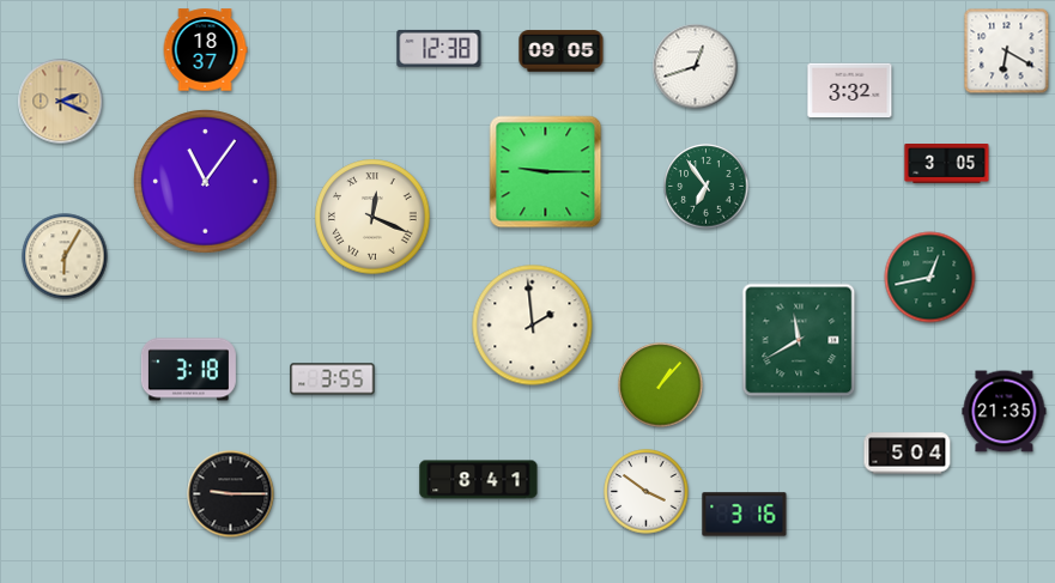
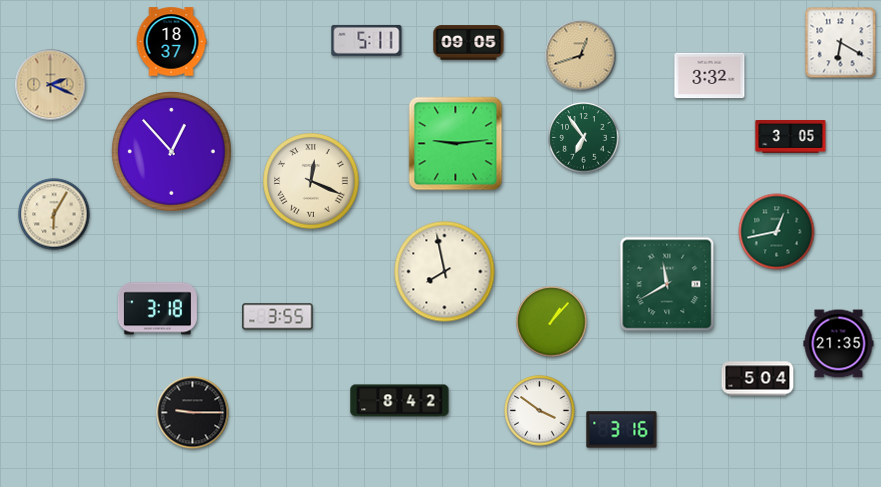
clock at (439, 48): 12:38 -> 5:11
clock at (696, 67) dial: white -> champagne
clock at (546, 172): 9:15 -> 9:14
clock at (206, 182): 11:06 -> 12:53
clock at (707, 187) position: (707, 187) -> (584, 138)
clock at (533, 326): 1:59 -> 7:58
clock at (479, 480): 8:41 -> 8:42
